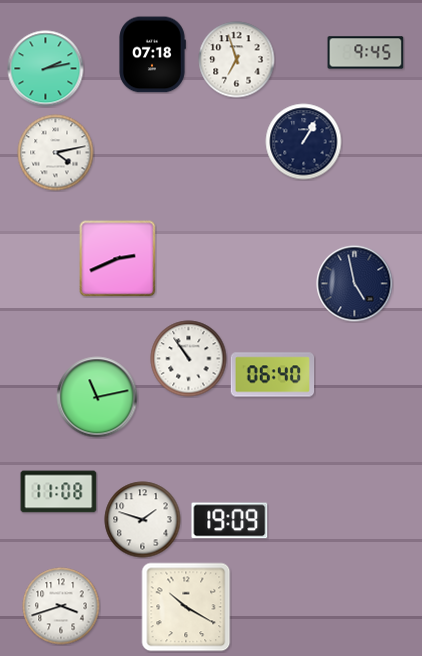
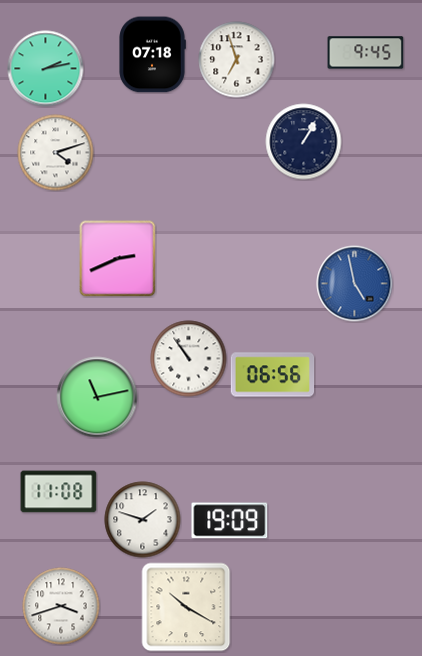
clock at (56, 153): 4:13 -> 4:12
clock at (355, 284) dial: navy -> blue
clock at (273, 375): 06:40 -> 06:56
